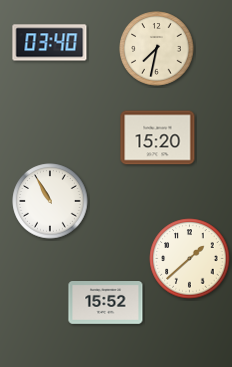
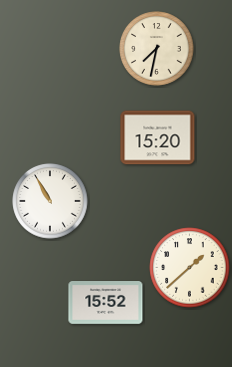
clock at (50, 43): 03:40 -> none
clock at (190, 259) position: (190, 259) -> (190, 268)
